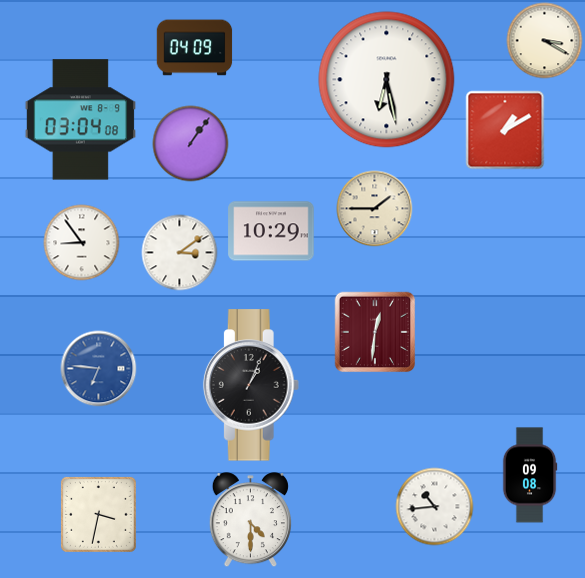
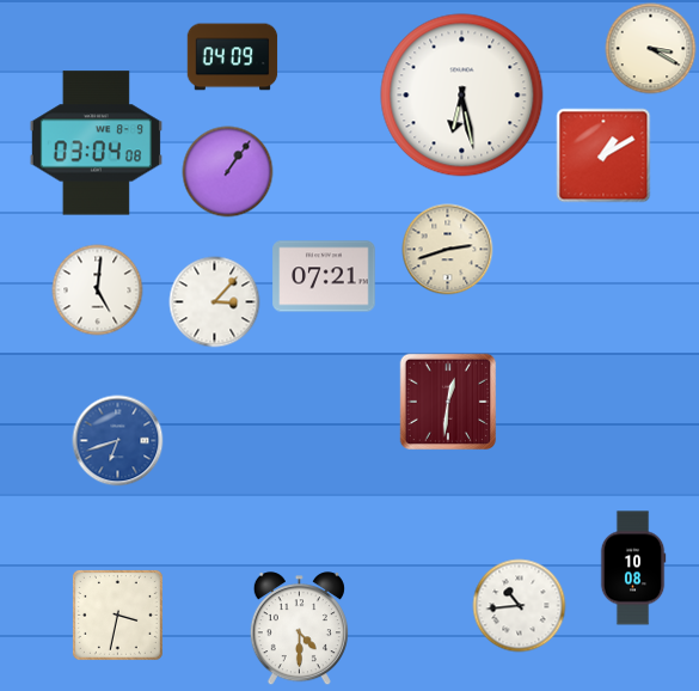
clock at (375, 209): 1:45 -> 2:42
clock at (271, 231): 10:29 -> 07:21
clock at (82, 243): 8:54 -> 5:01
clock at (180, 253): 3:09 -> 3:07
clock at (375, 332) position: (375, 332) -> (448, 402)
clock at (99, 369): 6:46 -> 6:42
clock at (251, 385): 1:04 -> none
clock at (530, 475): 09:08 -> 10:08
clock at (250, 520) position: (250, 520) -> (299, 629)
